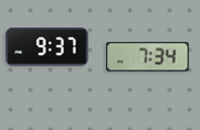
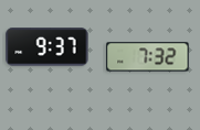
clock at (148, 57): 7:34 -> 7:32
